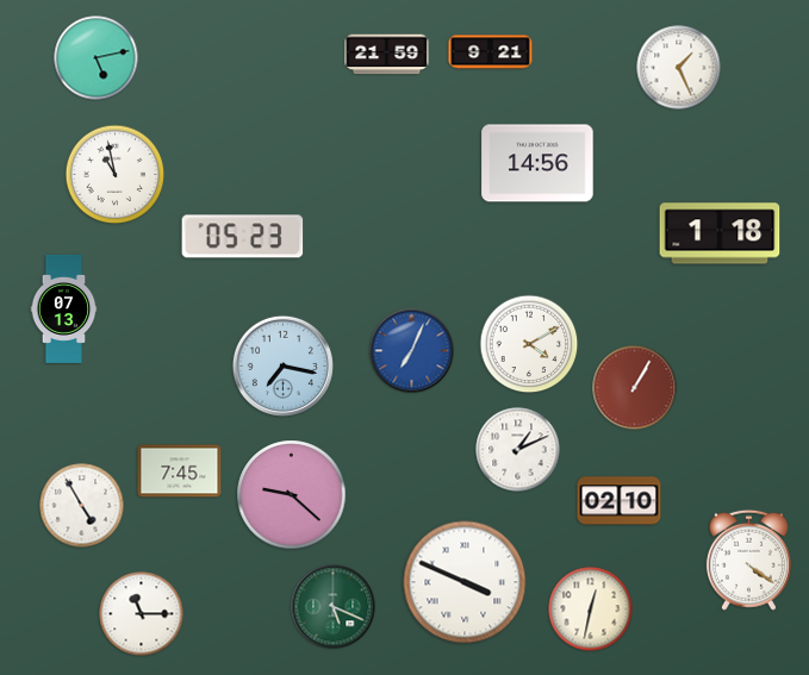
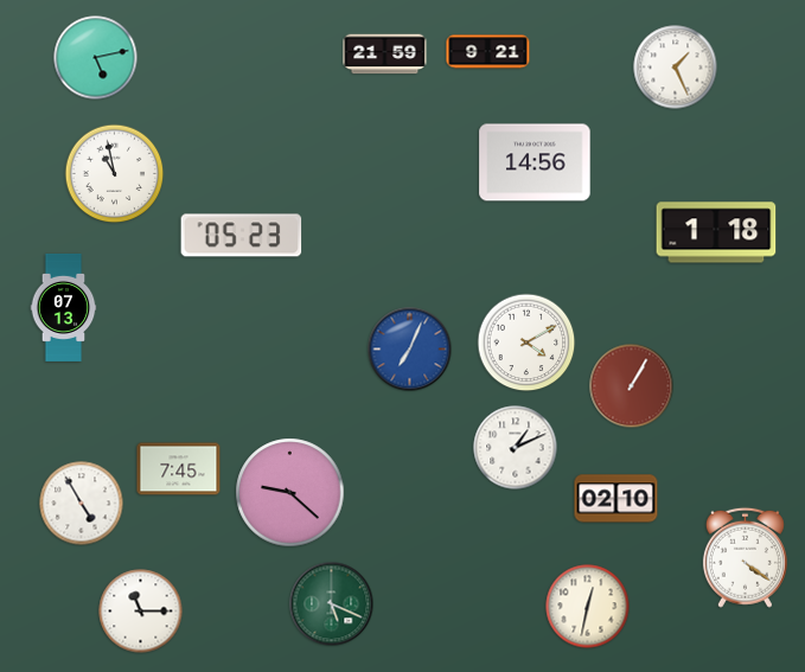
clock at (282, 365): 7:17 -> none
clock at (465, 582): 3:49 -> none
